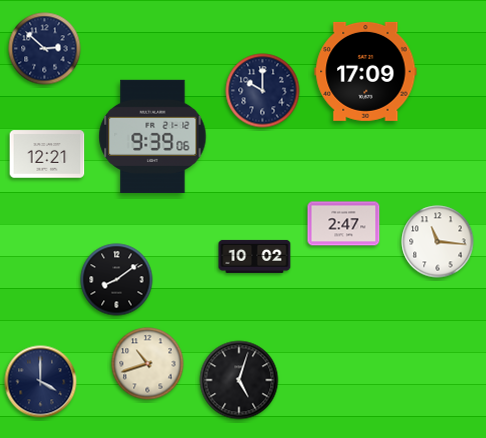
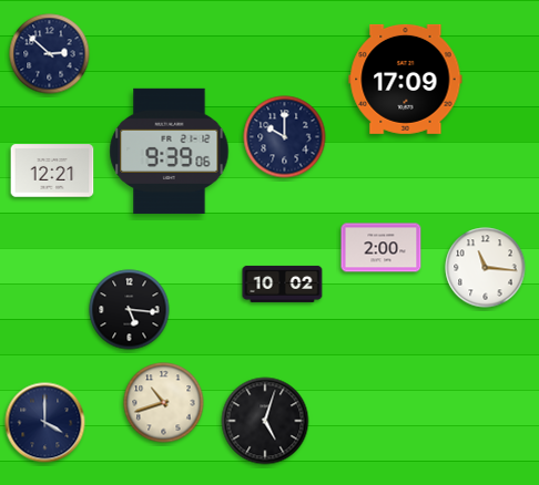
clock at (263, 91) position: (263, 91) -> (285, 137)
clock at (344, 224): 2:47 -> 2:00
clock at (117, 280): 8:09 -> 5:16
